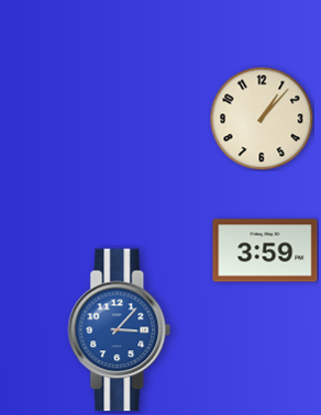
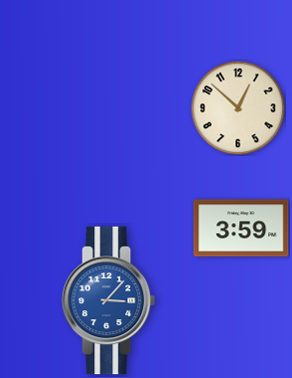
clock at (262, 119): 1:07 -> 12:52
